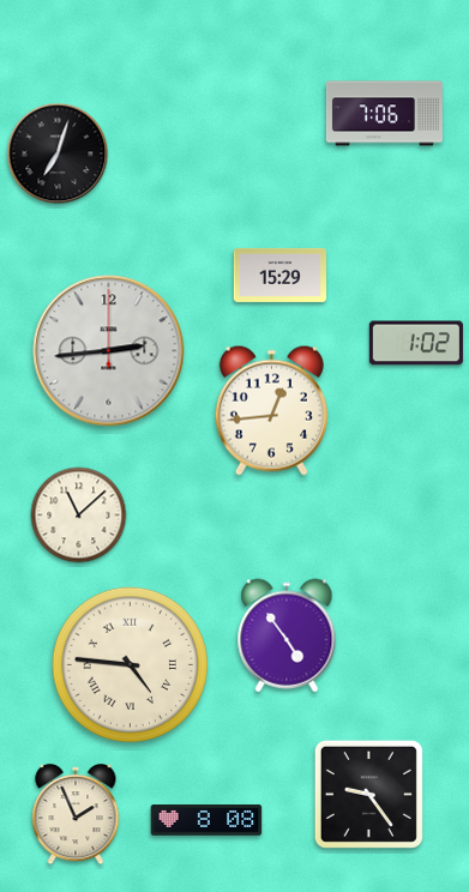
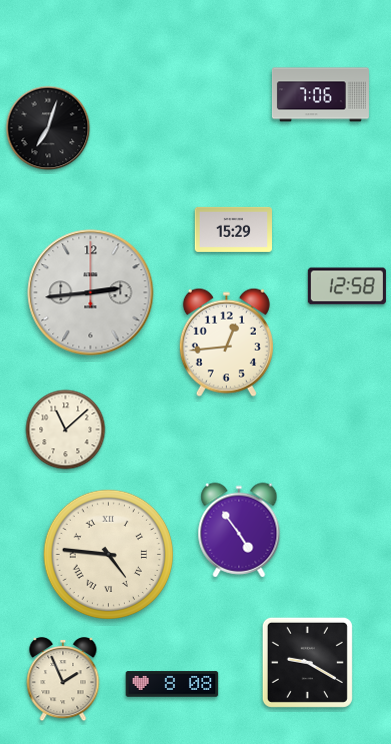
clock at (416, 343): 1:02 -> 12:58
clock at (368, 794): 9:24 -> 9:20
